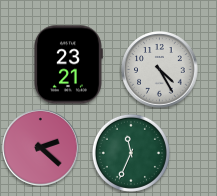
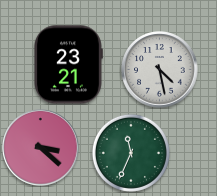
clock at (160, 70): 4:25 -> 4:28
clock at (41, 148): 2:22 -> 3:22
